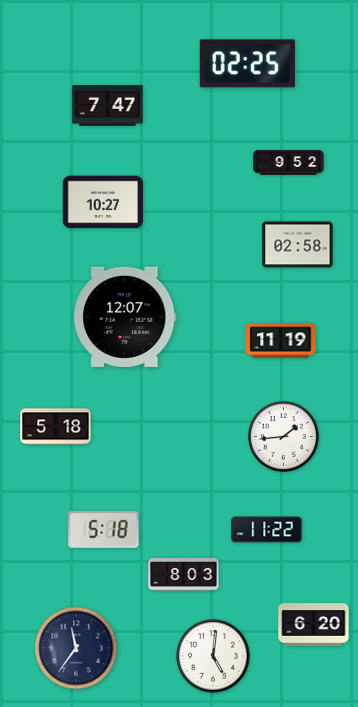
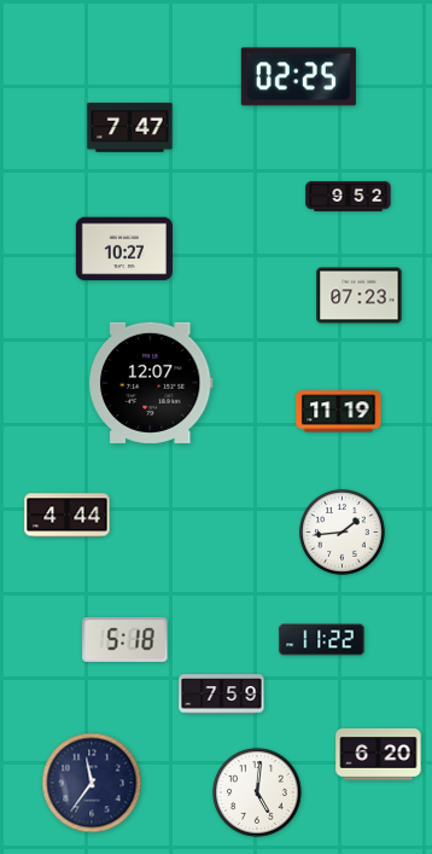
clock at (103, 202) position: (103, 202) -> (124, 249)
clock at (298, 245): 02:58 -> 07:23
clock at (56, 427): 5:18 -> 4:44
clock at (284, 437) position: (284, 437) -> (343, 533)
clock at (184, 575): 8:03 -> 7:59
